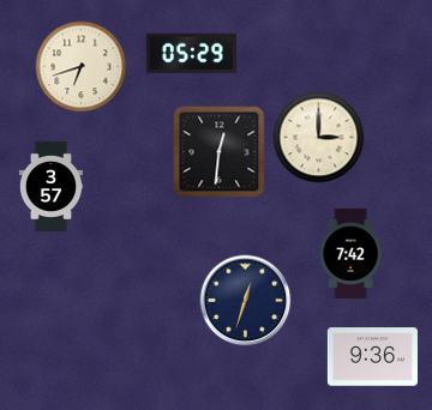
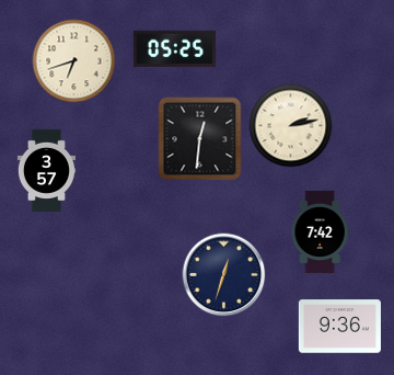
clock at (191, 54): 05:29 -> 05:25
clock at (319, 138): 3:00 -> 2:13
